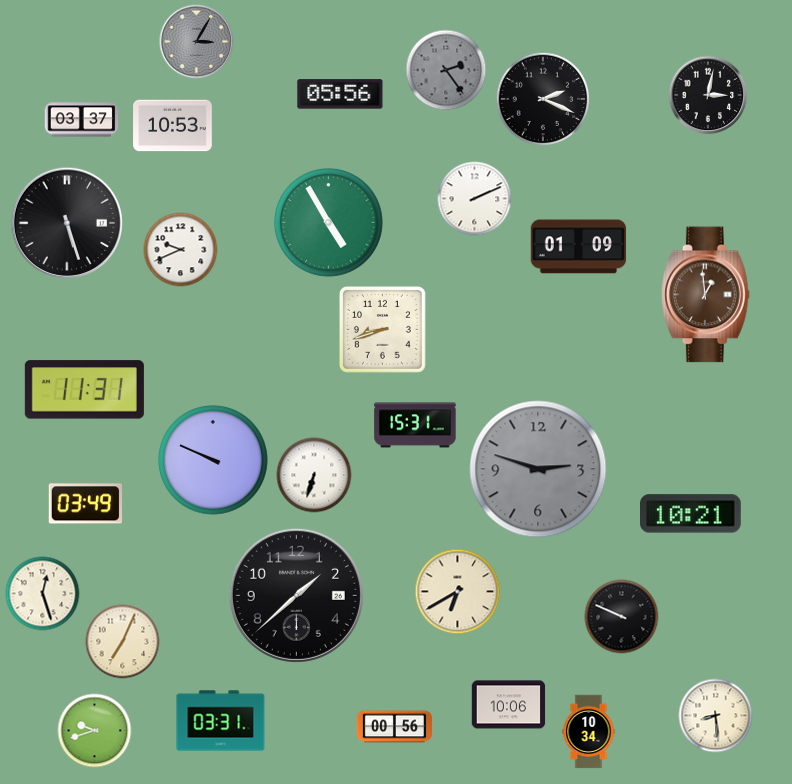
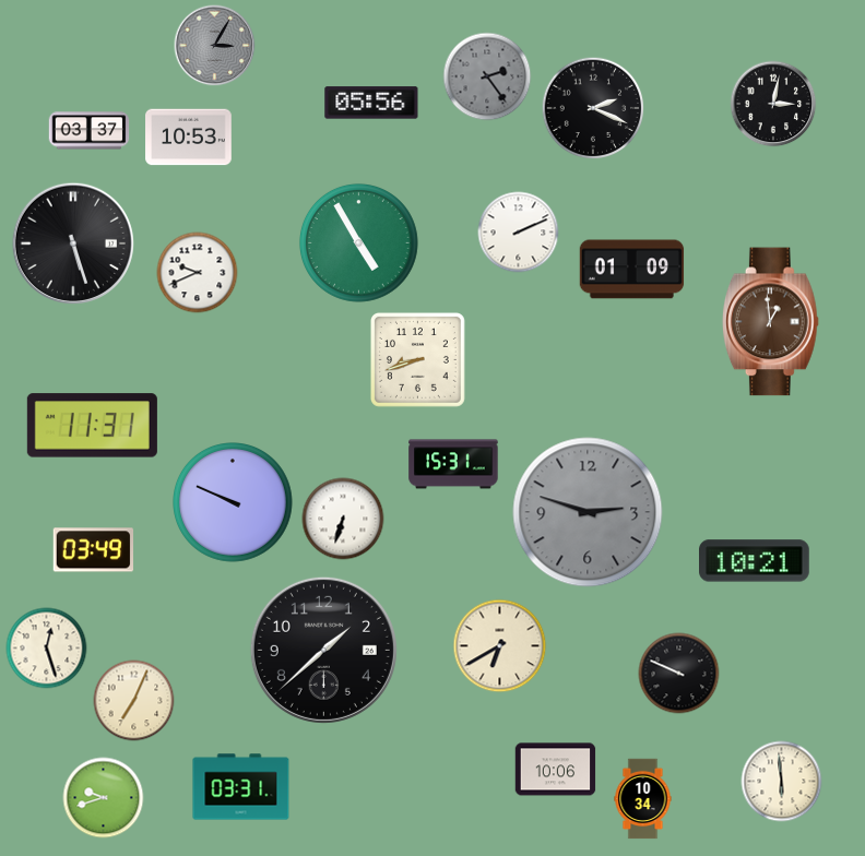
clock at (475, 199) position: (475, 199) -> (519, 233)
clock at (716, 716): 8:29 -> 5:59
clock at (394, 727): 00:56 -> none
